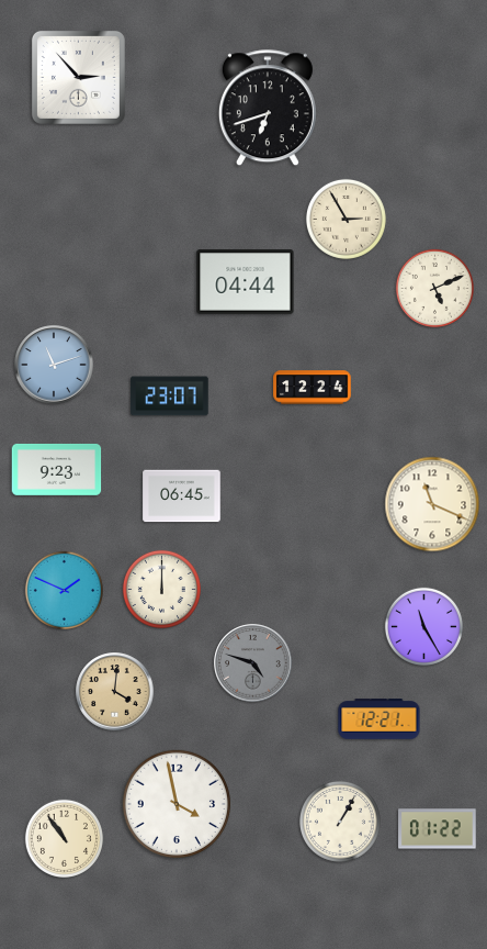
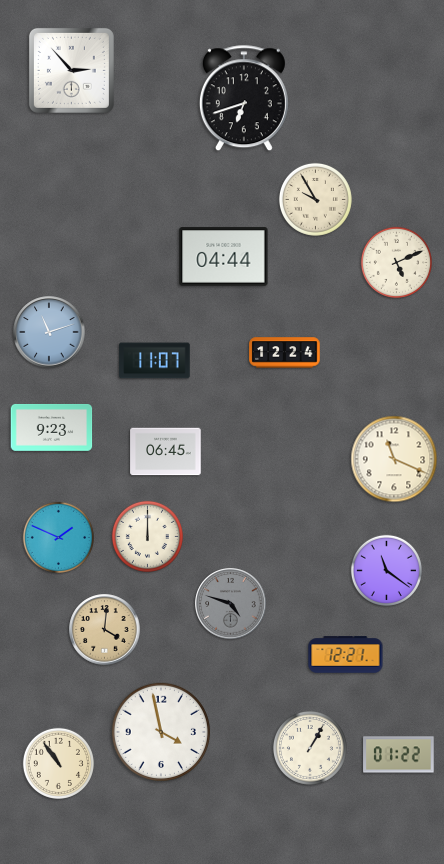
clock at (346, 219): 2:55 -> 9:55
clock at (170, 397): 23:07 -> 11:07
clock at (423, 626): 11:25 -> 11:21
